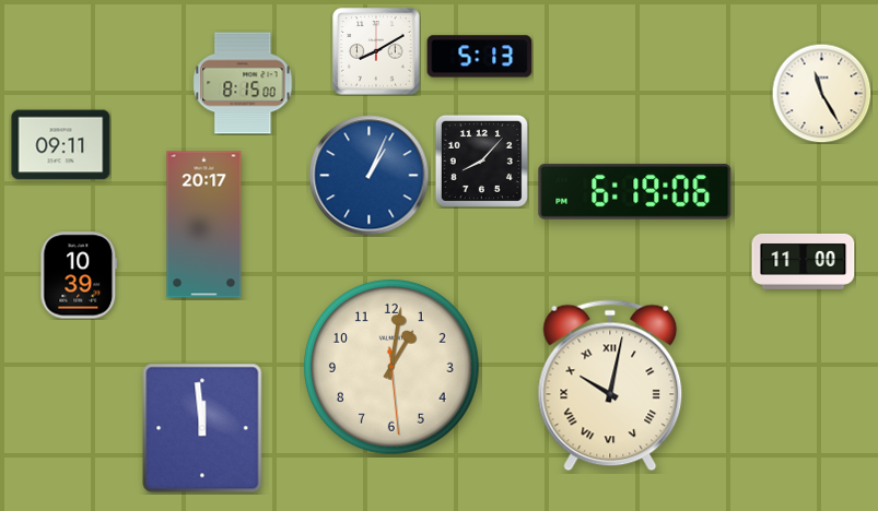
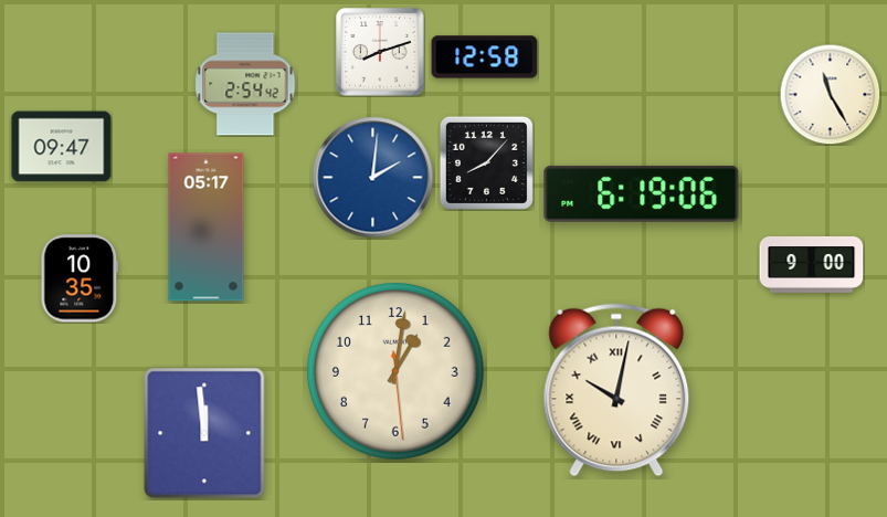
clock at (376, 51): 8:10 -> 8:12
clock at (480, 57): 5:13 -> 12:58
clock at (243, 83): 8:15 -> 2:54
clock at (61, 145): 09:11 -> 09:47
clock at (370, 176): 1:04 -> 2:01
clock at (204, 225): 20:17 -> 05:17
clock at (804, 261): 11:00 -> 9:00
clock at (79, 275): 10:39 -> 10:35
